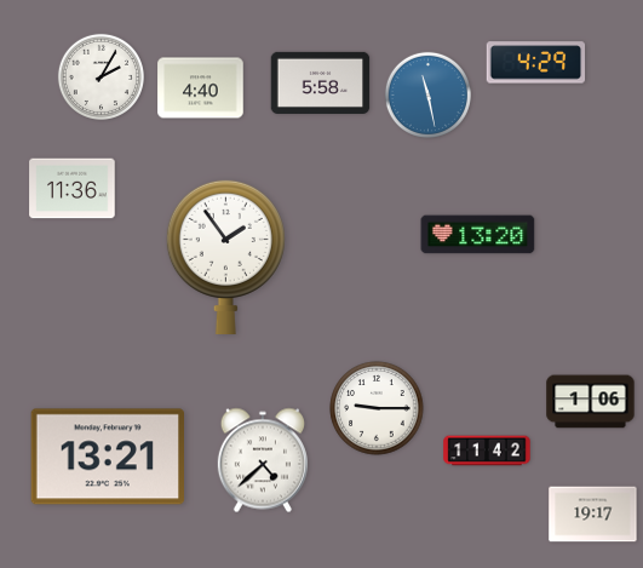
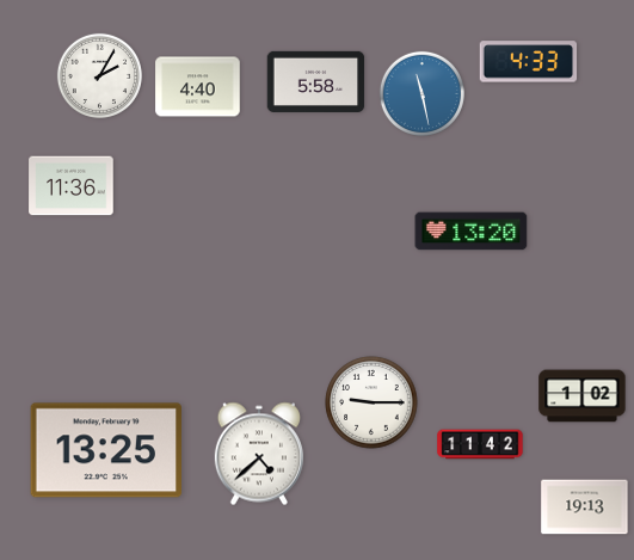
clock at (536, 63): 4:29 -> 4:33
clock at (225, 256): 1:54 -> none
clock at (591, 402): 1:06 -> 1:02
clock at (107, 457): 13:21 -> 13:25
clock at (593, 515): 19:17 -> 19:13
